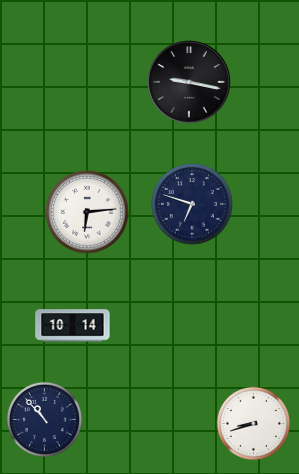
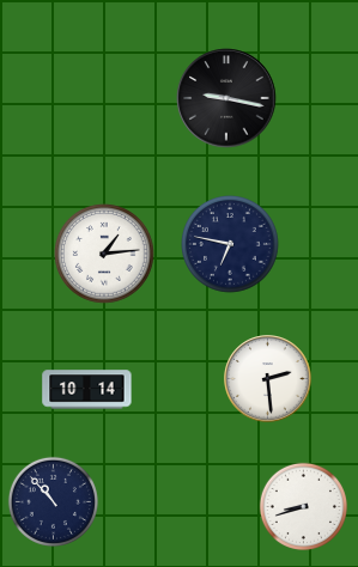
clock at (193, 205): 6:48 -> 6:47
clock at (87, 212): 6:14 -> 1:14
clock at (268, 379): none -> 2:29
